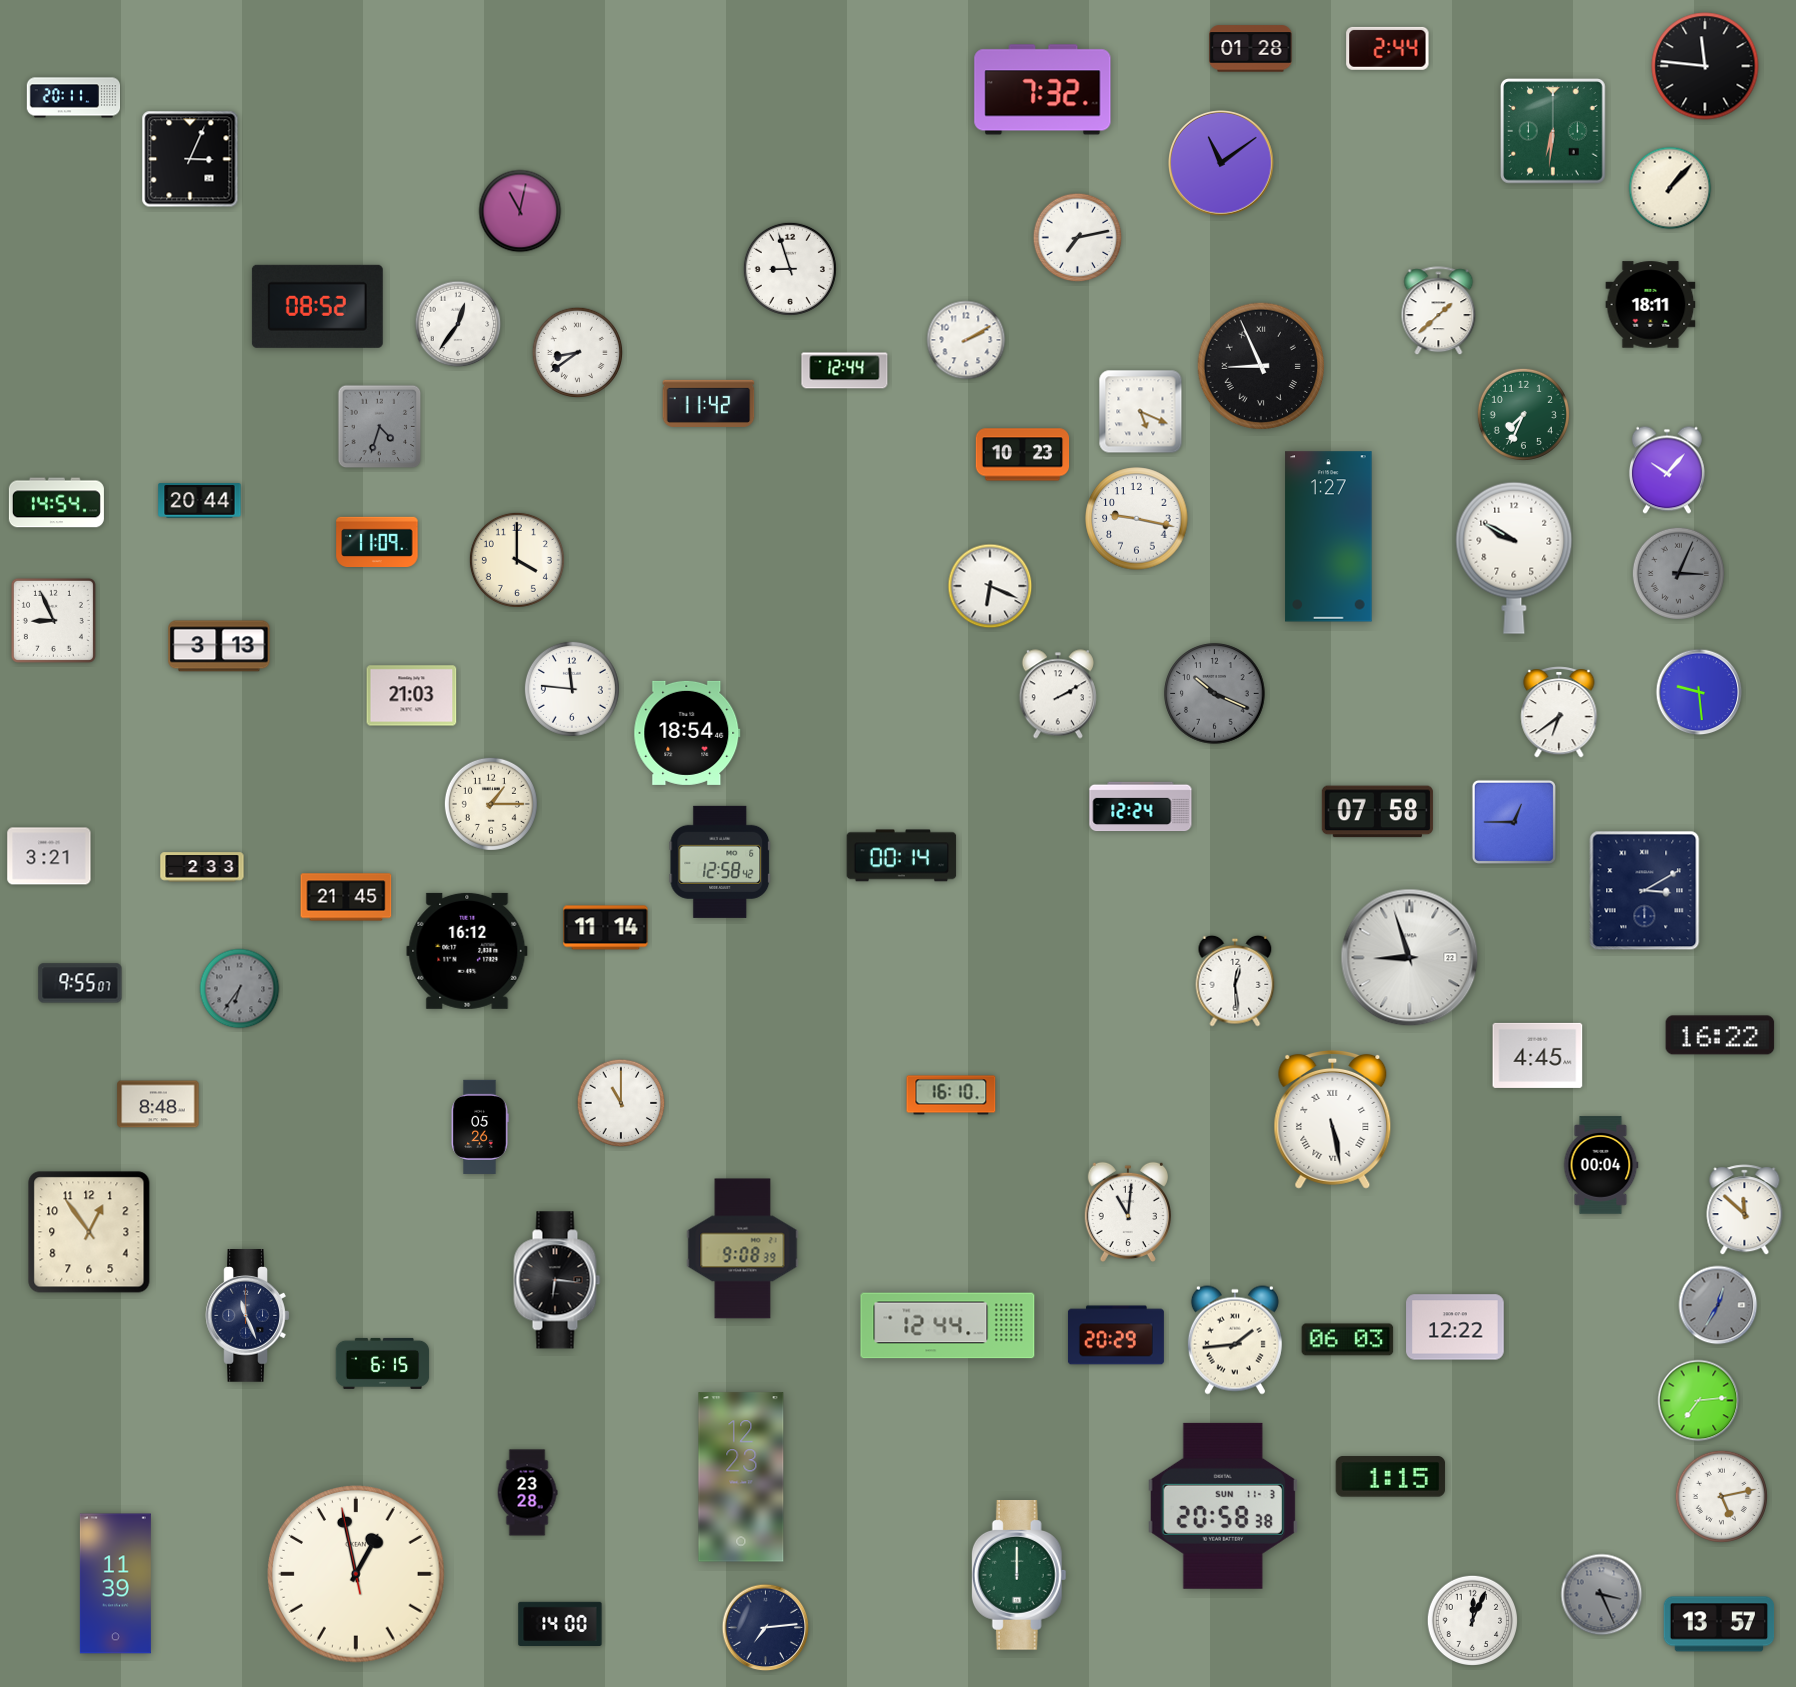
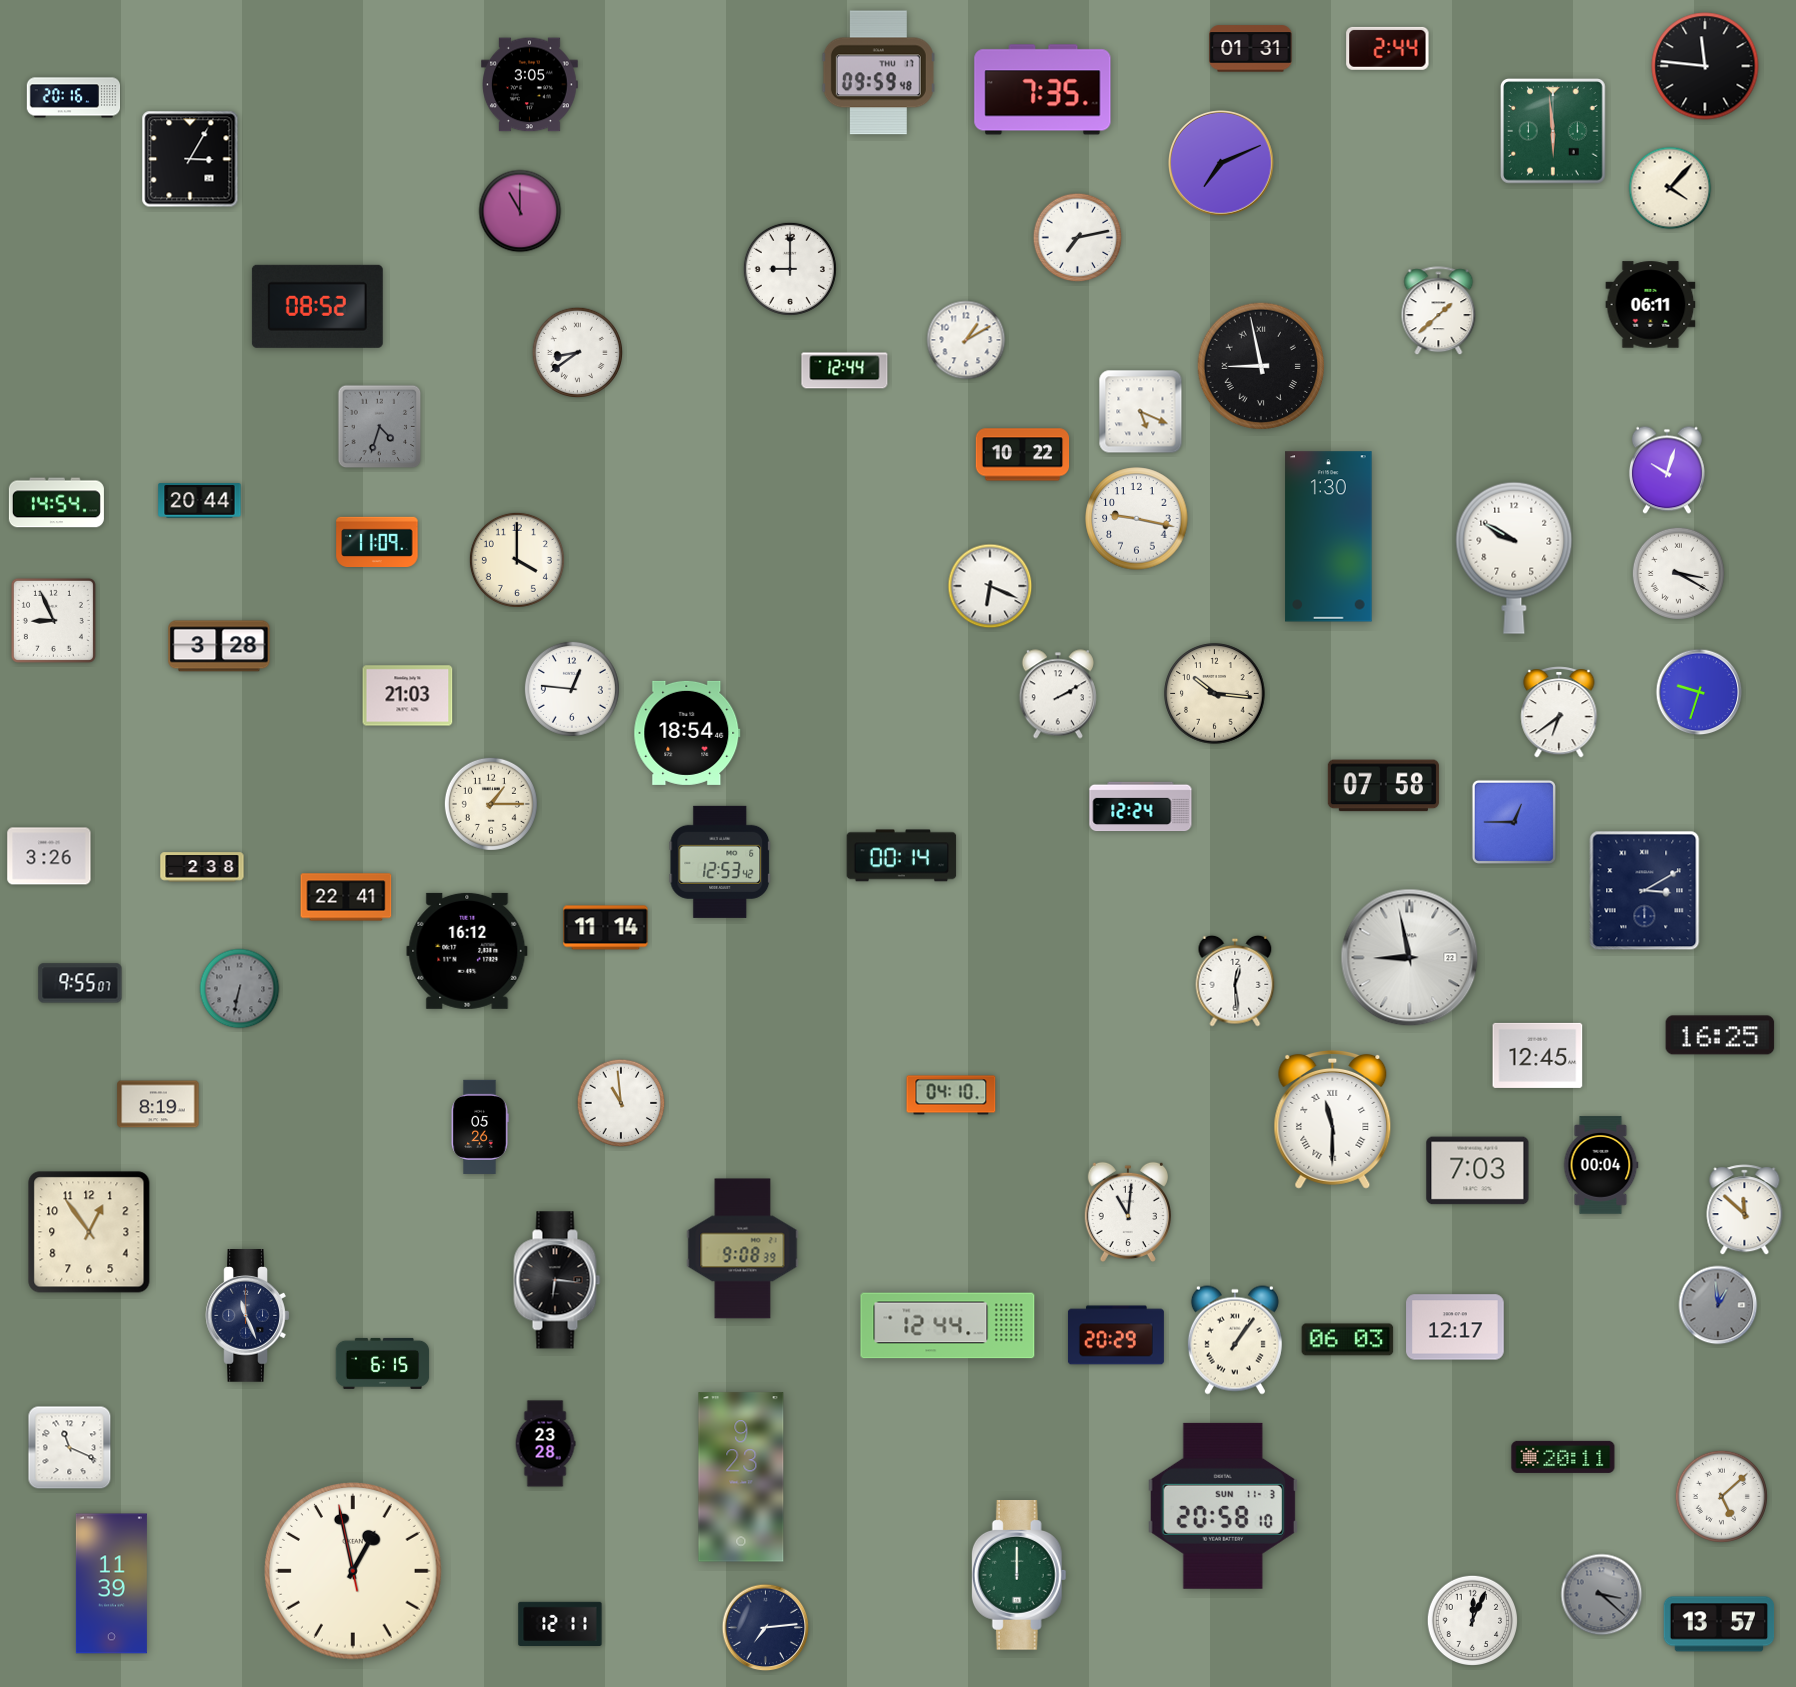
clock at (1251, 49): 01:28 -> 01:31
clock at (878, 73): none -> 09:59
clock at (530, 85): none -> 3:05
clock at (1043, 90): 7:32 -> 7:35
clock at (74, 98): 20:11 -> 20:16
clock at (1553, 131): 6:31 -> 5:59
clock at (190, 159): 3:04 -> 3:05
clock at (1222, 164): 11:09 -> 7:11
clock at (1670, 188): 1:07 -> 4:07
clock at (520, 211): 11:02 -> 11:00
clock at (790, 269): 8:57 -> 9:00
clock at (1651, 305): 18:11 -> 06:11
clock at (458, 324): 12:36 -> none
clock at (966, 340): 2:10 -> 1:10
clock at (1260, 365): 8:56 -> 8:58
clock at (709, 403): 11:42 -> none
clock at (1523, 414): 7:34 -> none
clock at (1023, 455): 10:23 -> 10:22
clock at (1667, 470): 10:07 -> 10:03
clock at (1329, 537): 1:27 -> 1:30
clock at (1678, 573): 3:04 -> 3:20
clock at (1678, 573) dial: grey -> white
clock at (219, 646): 3:13 -> 3:28
clock at (572, 689): 11:46 -> 12:46
clock at (1699, 692): 9:29 -> 9:33
clock at (1215, 694): 10:19 -> 10:16
clock at (1215, 694) dial: grey -> cream
clock at (412, 696) position: (412, 696) -> (408, 696)
clock at (1377, 812) position: (1377, 812) -> (1383, 786)
clock at (49, 856): 3:21 -> 3:26
clock at (720, 862): 12:58 -> 12:53
clock at (202, 867): 2:33 -> 2:38
clock at (346, 897): 21:45 -> 22:41
clock at (1410, 958): 8:57 -> 8:58
clock at (240, 989): 6:36 -> 6:32
clock at (1720, 1035): 16:22 -> 16:25
clock at (1538, 1055): 4:45 -> 12:45
clock at (951, 1095): 16:10 -> 04:10
clock at (621, 1103): 11:00 -> 10:59
clock at (158, 1104): 8:48 -> 8:19
clock at (1333, 1119): 5:28 -> 11:30
clock at (1478, 1171): none -> 7:03
clock at (1718, 1305): 12:35 -> 12:59
clock at (1455, 1327): 12:22 -> 12:17
clock at (1235, 1340): 1:44 -> 1:06
clock at (1699, 1401): 7:14 -> none
clock at (70, 1448): none -> 11:19
clock at (1563, 1457): none -> 20:11
clock at (741, 1477): 12:23 -> 9:23
clock at (1391, 1477): 1:15 -> none
clock at (527, 1493) position: (527, 1493) -> (545, 1444)
clock at (1721, 1496): 5:13 -> 5:08
clock at (1223, 1506): 20:58:38 -> 20:58:10
clock at (356, 1574) position: (356, 1574) -> (353, 1571)
clock at (115, 1584) position: (115, 1584) -> (111, 1584)
clock at (1602, 1595): 3:26 -> 3:22
clock at (560, 1623): 14:00 -> 12:11
